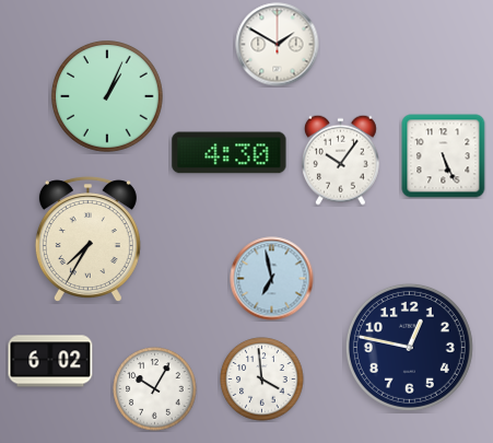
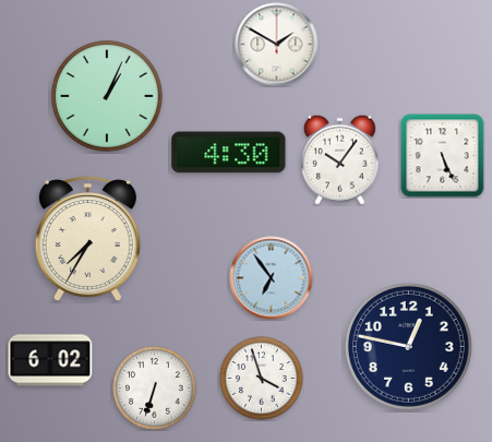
clock at (272, 279): 6:58 -> 6:54
clock at (262, 380): 3:59 -> 3:57
clock at (155, 389): 10:05 -> 6:33
